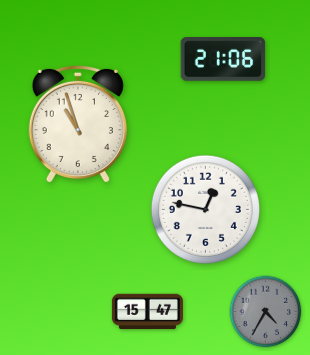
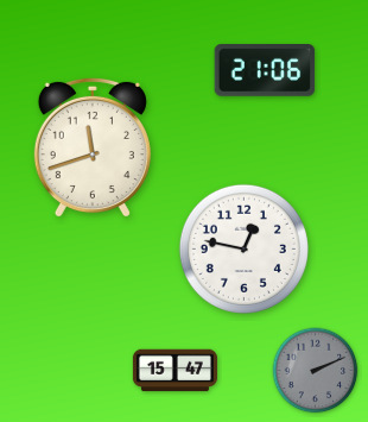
clock at (78, 124): 10:57 -> 11:42
clock at (266, 312): 4:35 -> 2:11
